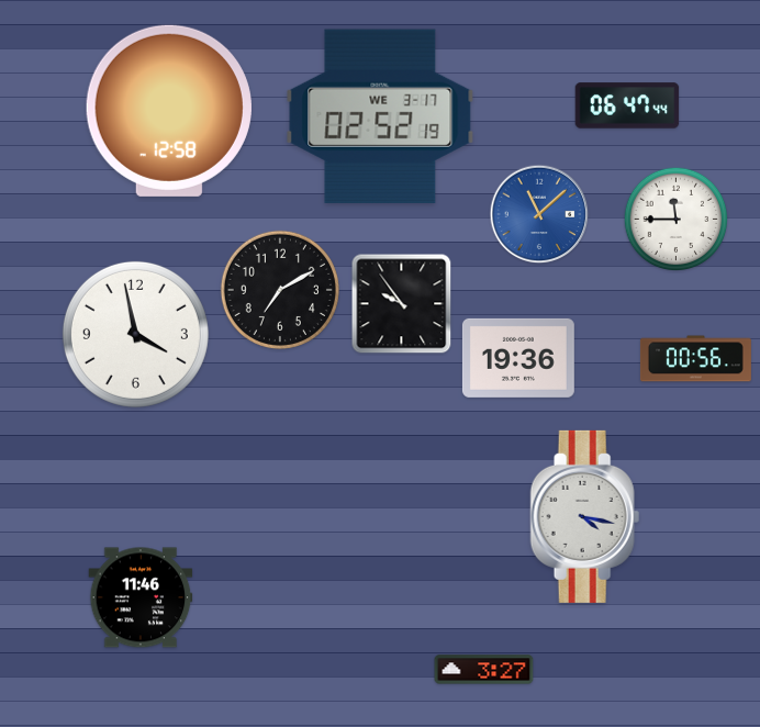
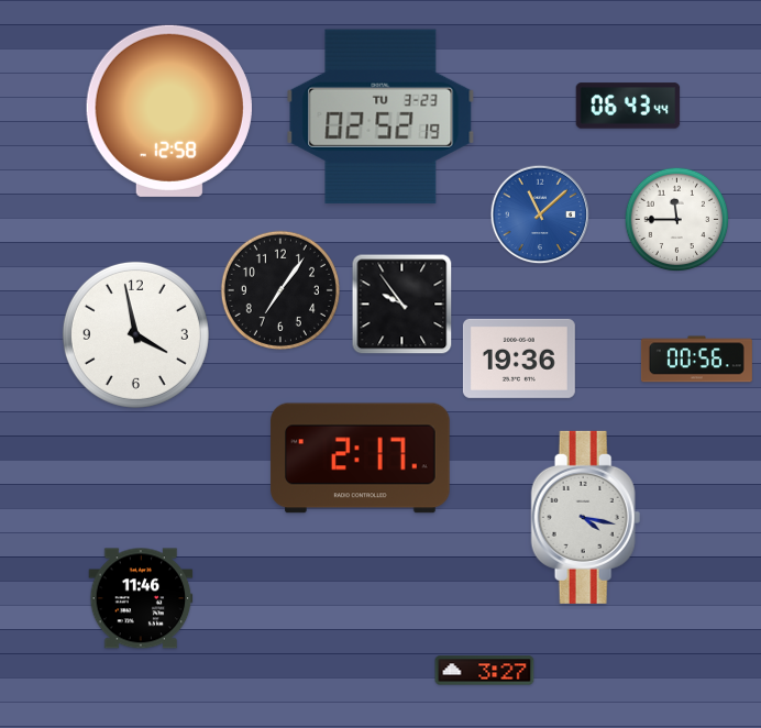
clock at (627, 105): 06:47 -> 06:43
clock at (380, 116) date: WE 3-17 -> TU 3-23
clock at (280, 290): 7:10 -> 7:06
clock at (361, 459): none -> 2:17
